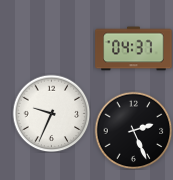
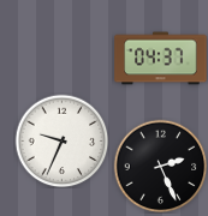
clock at (51, 113) position: (51, 113) -> (61, 140)
clock at (133, 130) position: (133, 130) -> (160, 166)
